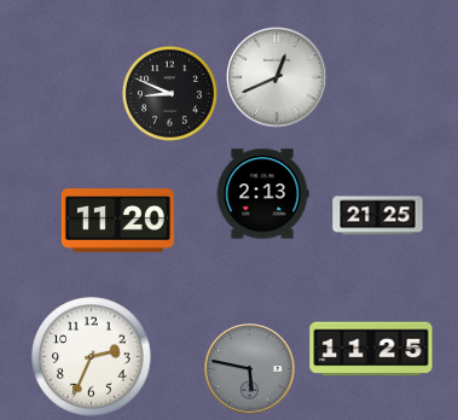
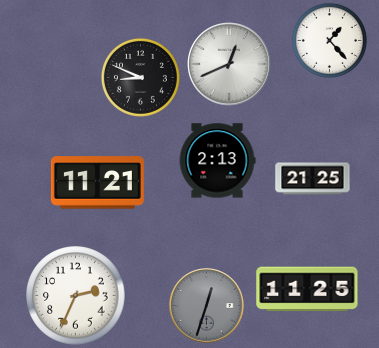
clock at (329, 40): none -> 1:23
clock at (117, 221): 11:20 -> 11:21
clock at (250, 369): 5:47 -> 12:33
